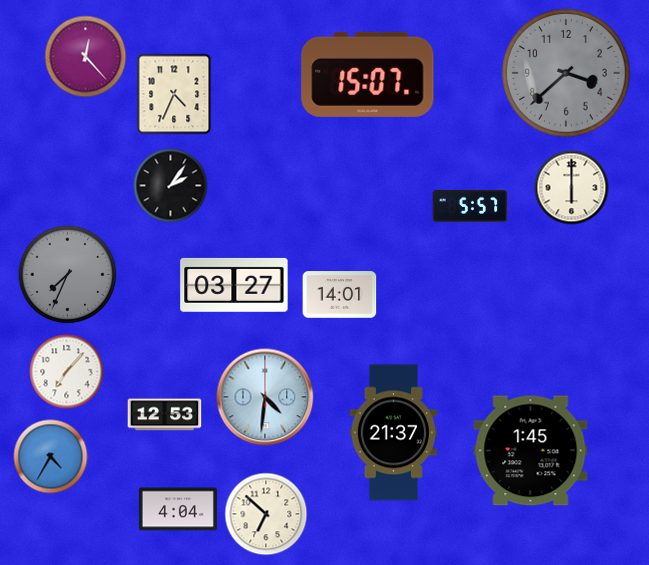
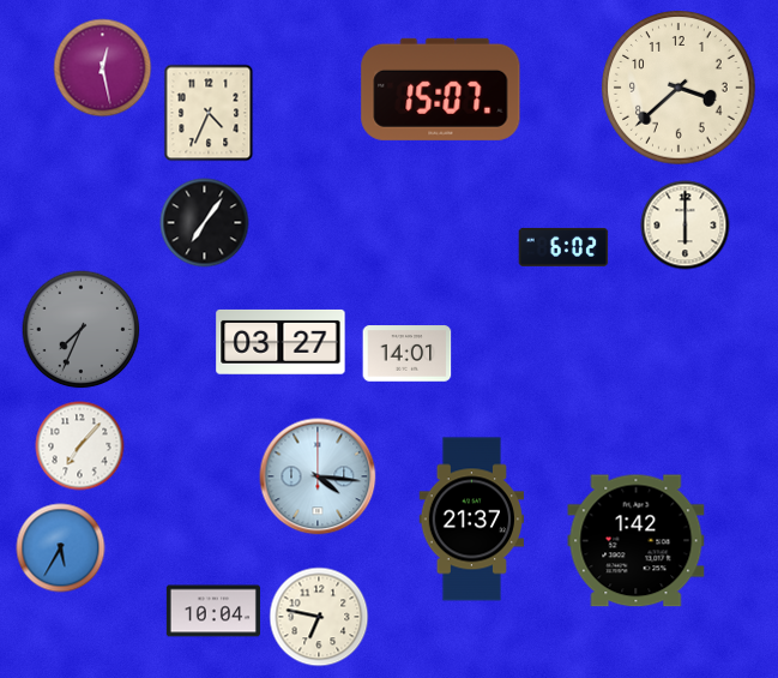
clock at (86, 57): 12:23 -> 12:28
clock at (566, 73) dial: grey -> cream
clock at (171, 186): 2:06 -> 7:06
clock at (470, 206): 5:57 -> 6:02
clock at (265, 397): 4:31 -> 4:16
clock at (165, 415): 12:53 -> none
clock at (531, 451): 1:45 -> 1:42
clock at (51, 457): 4:35 -> 5:35
clock at (178, 509): 4:04 -> 10:04
clock at (266, 514): 6:52 -> 6:47
